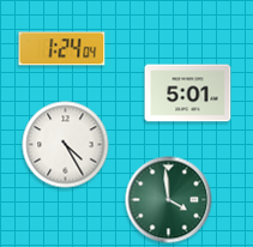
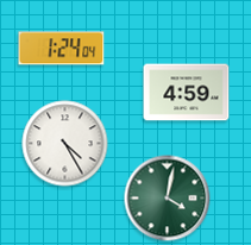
clock at (188, 94): 5:01 -> 4:59
clock at (169, 200): 3:59 -> 4:02
